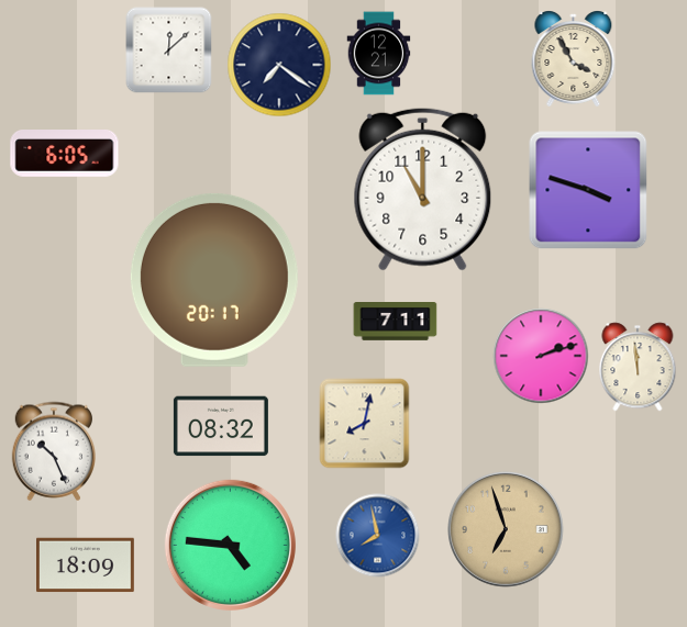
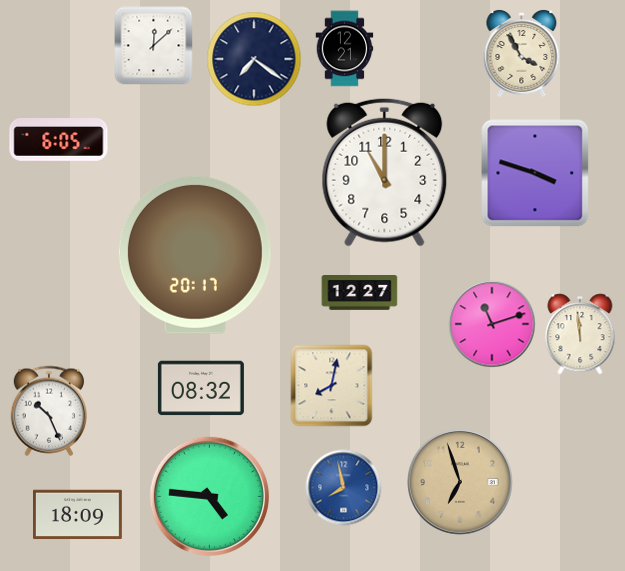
clock at (396, 322): 7:11 -> 12:27
clock at (541, 356): 2:12 -> 11:12
